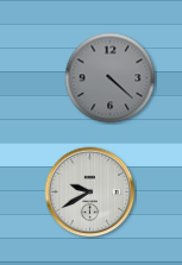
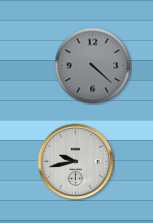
clock at (90, 193): 9:40 -> 9:43
